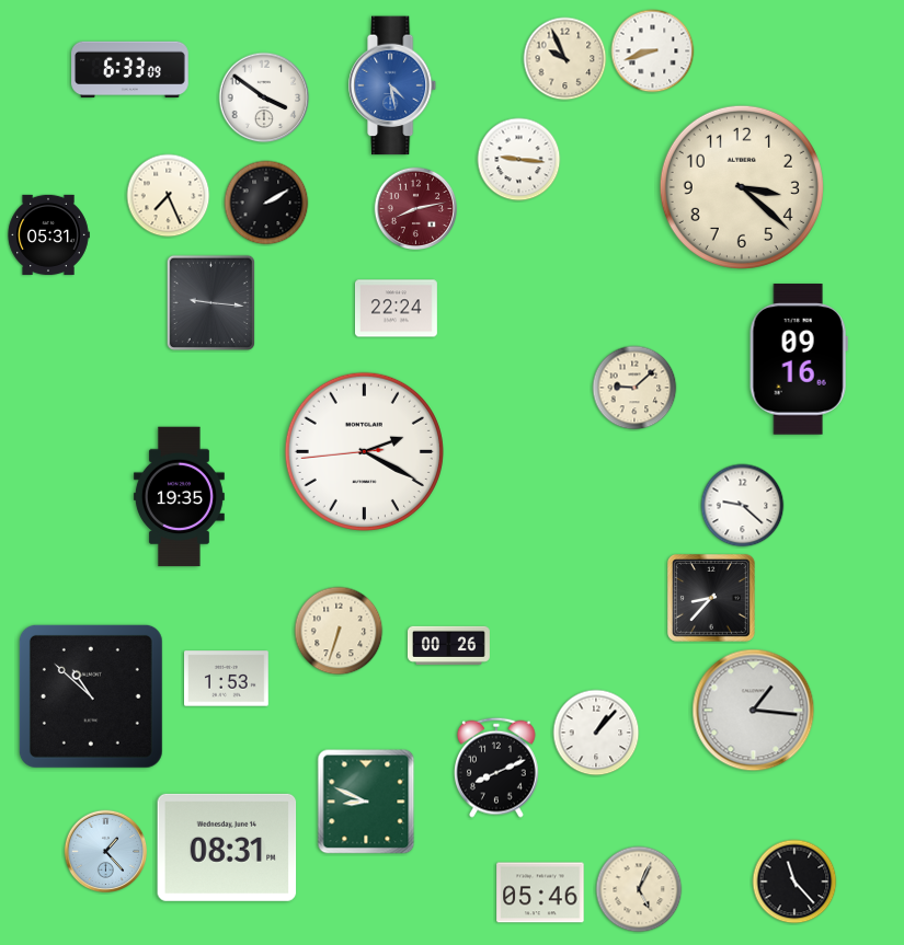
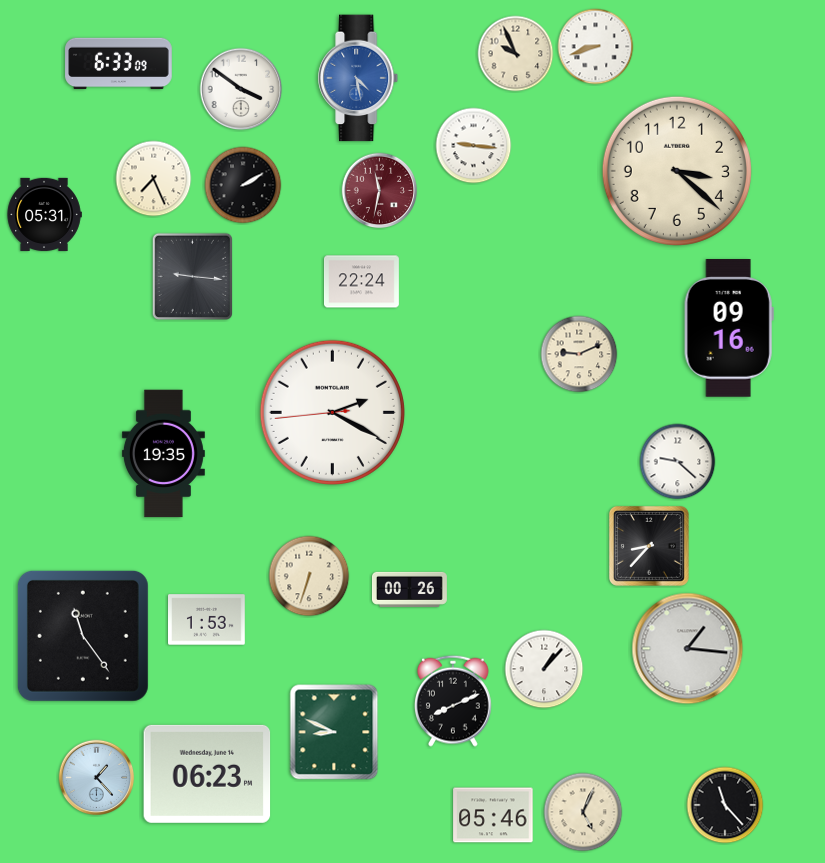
clock at (416, 209): 8:13 -> 11:32
clock at (634, 388): 9:08 -> 9:11
clock at (91, 696): 10:52 -> 11:24
clock at (227, 848): 08:31 -> 06:23
